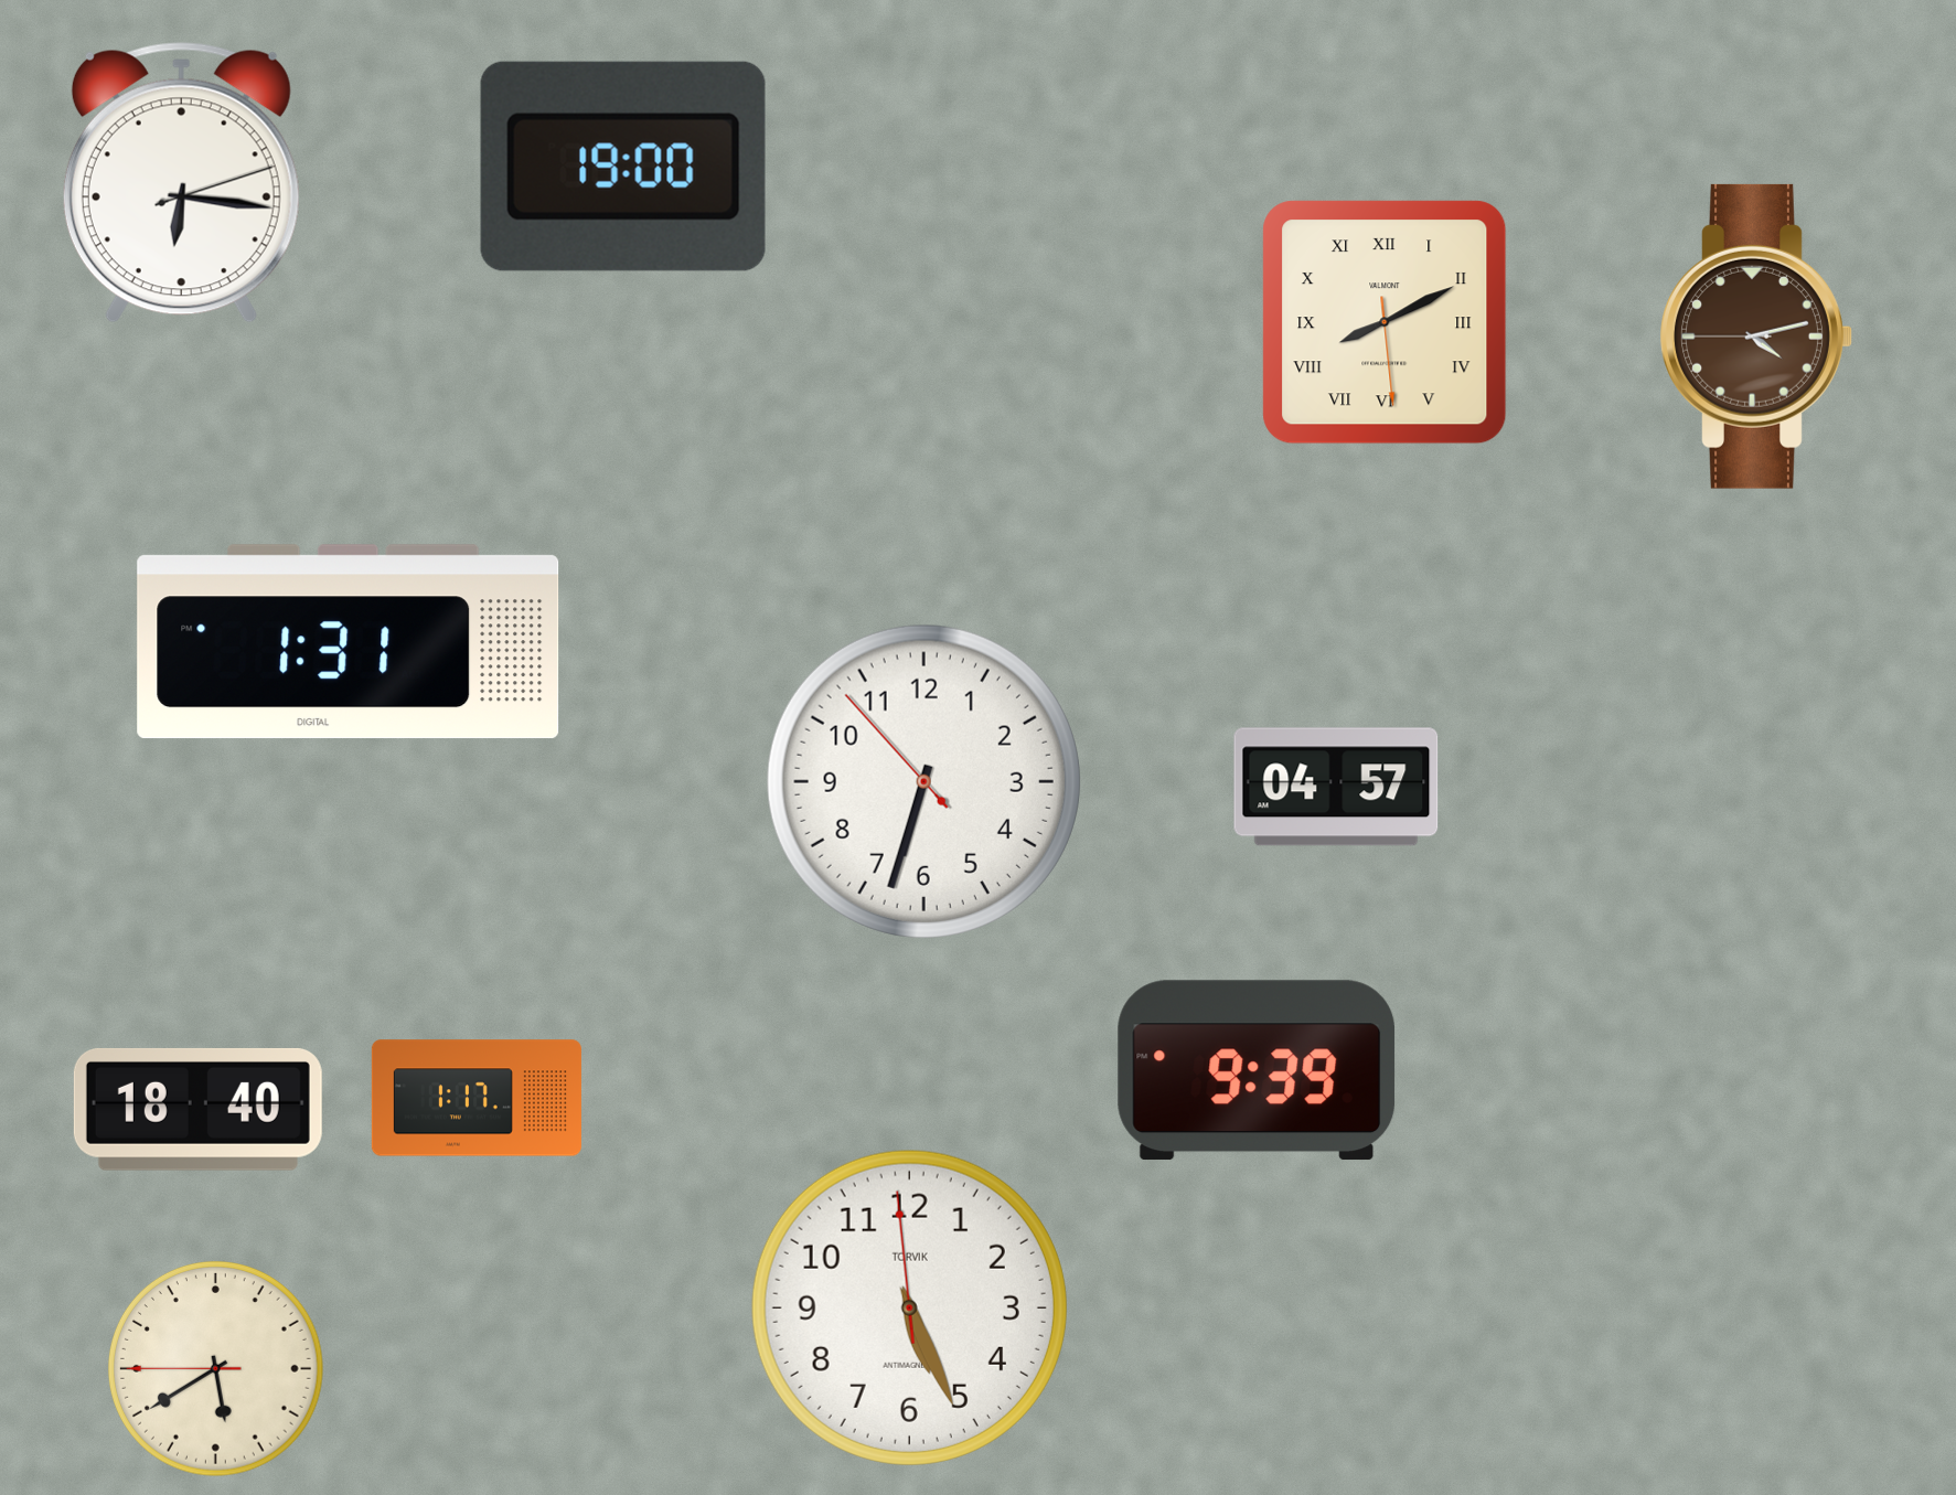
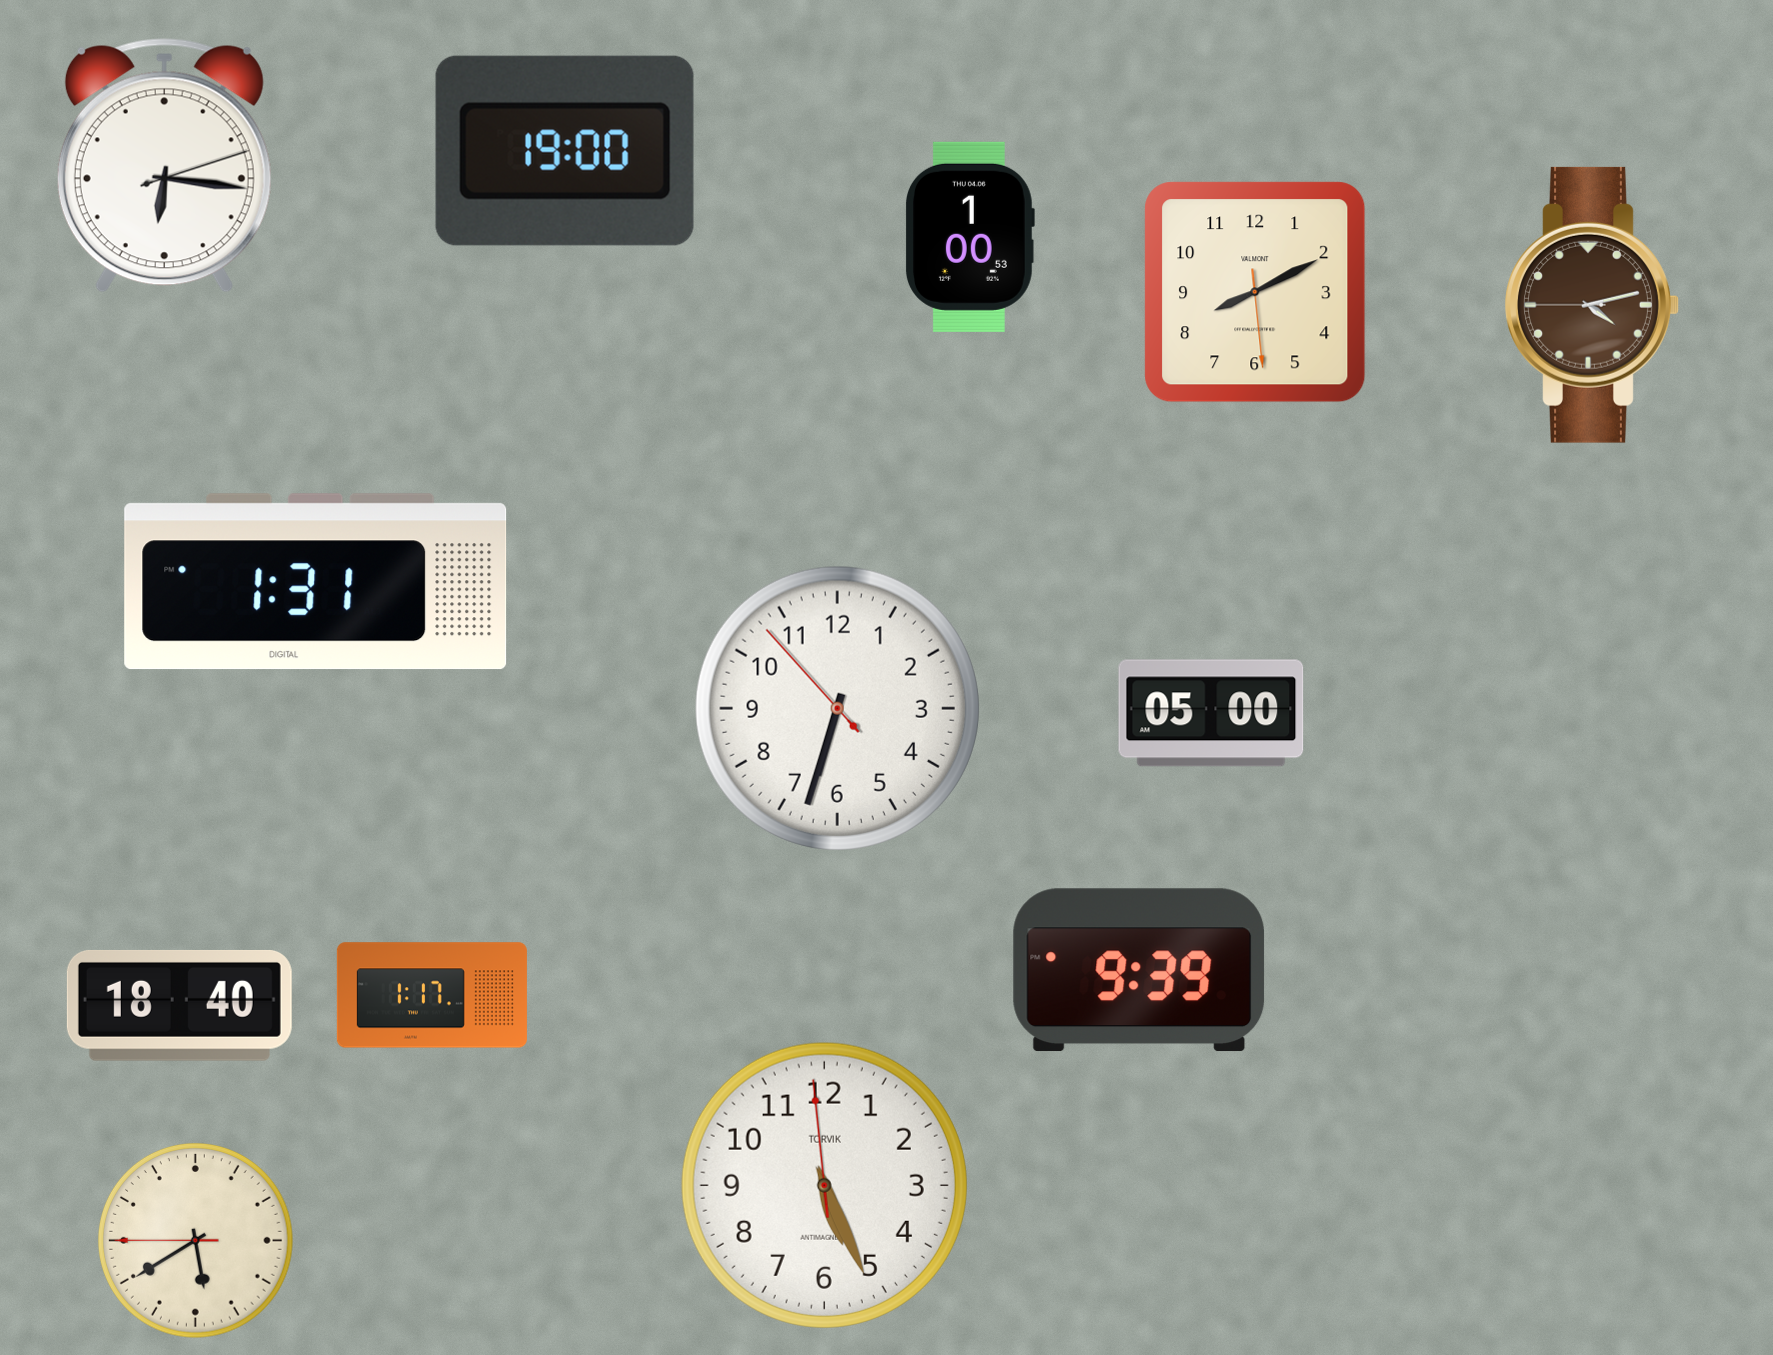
clock at (969, 237): none -> 1:00
clock at (1385, 322) numerals: Roman -> Arabic
clock at (1336, 787): 04:57 -> 05:00
